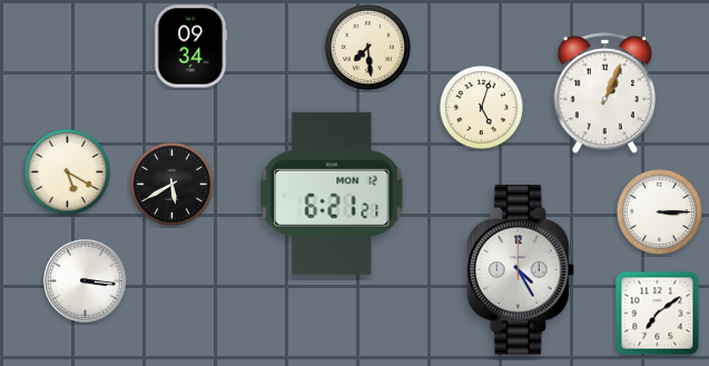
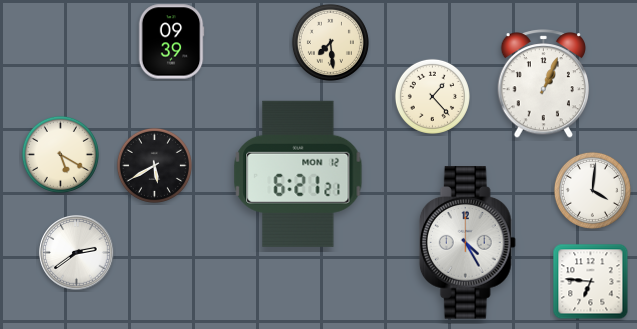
clock at (190, 47): 09:34 -> 09:39
clock at (481, 107): 5:03 -> 1:23
clock at (659, 211): 3:15 -> 4:01
clock at (86, 281): 3:16 -> 2:39
clock at (658, 314): 7:09 -> 6:46
